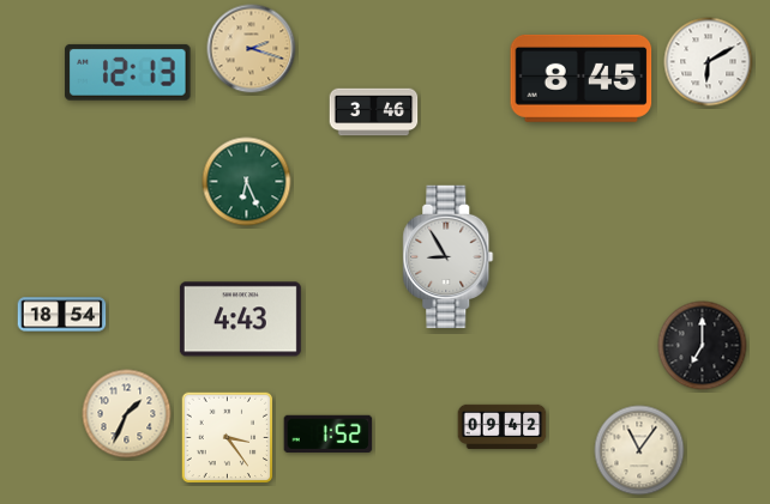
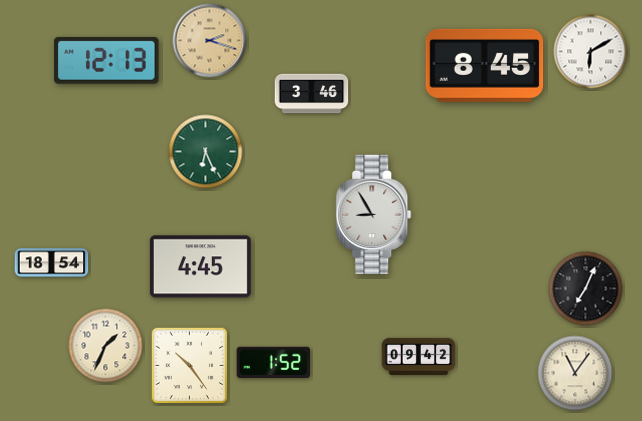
clock at (240, 320): 4:43 -> 4:45
clock at (703, 346): 7:00 -> 7:04
clock at (228, 438): 3:24 -> 10:24
clock at (639, 450) position: (639, 450) -> (575, 373)
